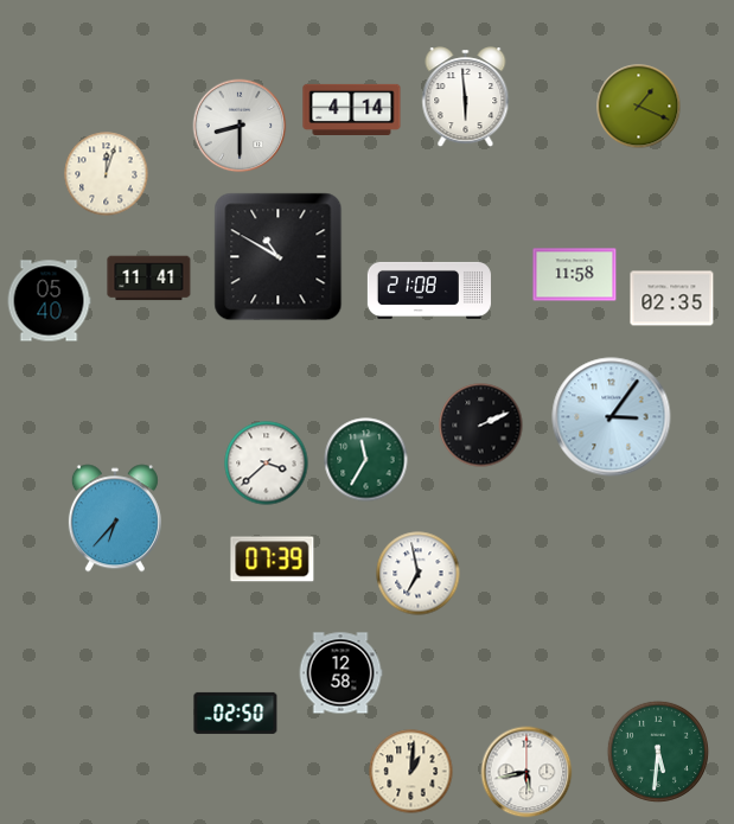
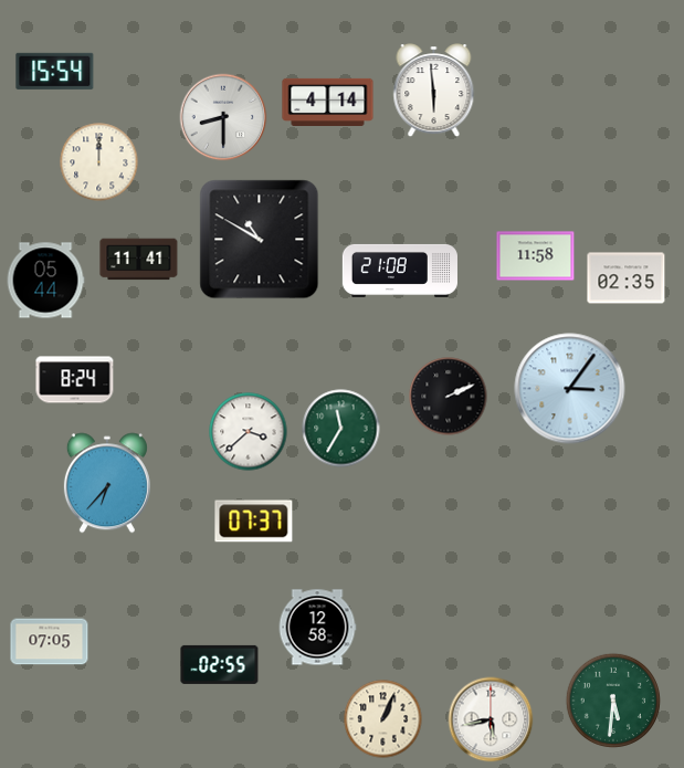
clock at (55, 71): none -> 15:54
clock at (639, 107): 1:19 -> none
clock at (107, 174): 12:03 -> 12:00
clock at (49, 301): 05:40 -> 05:44
clock at (75, 380): none -> 8:24
clock at (273, 560): 07:39 -> 07:37
clock at (419, 574): 6:58 -> none
clock at (50, 642): none -> 07:05
clock at (236, 713): 02:50 -> 02:55
clock at (411, 772): 1:01 -> 1:04
